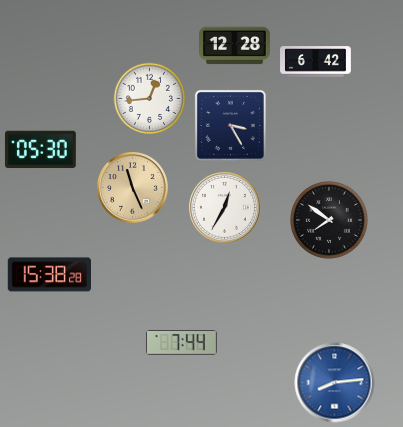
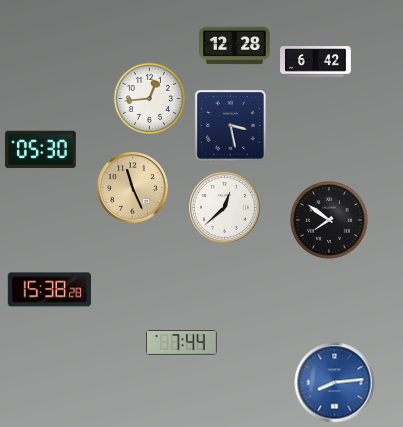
clock at (230, 125): 3:25 -> 3:28
clock at (225, 208): 12:35 -> 12:38
clock at (49, 275) position: (49, 275) -> (49, 290)
